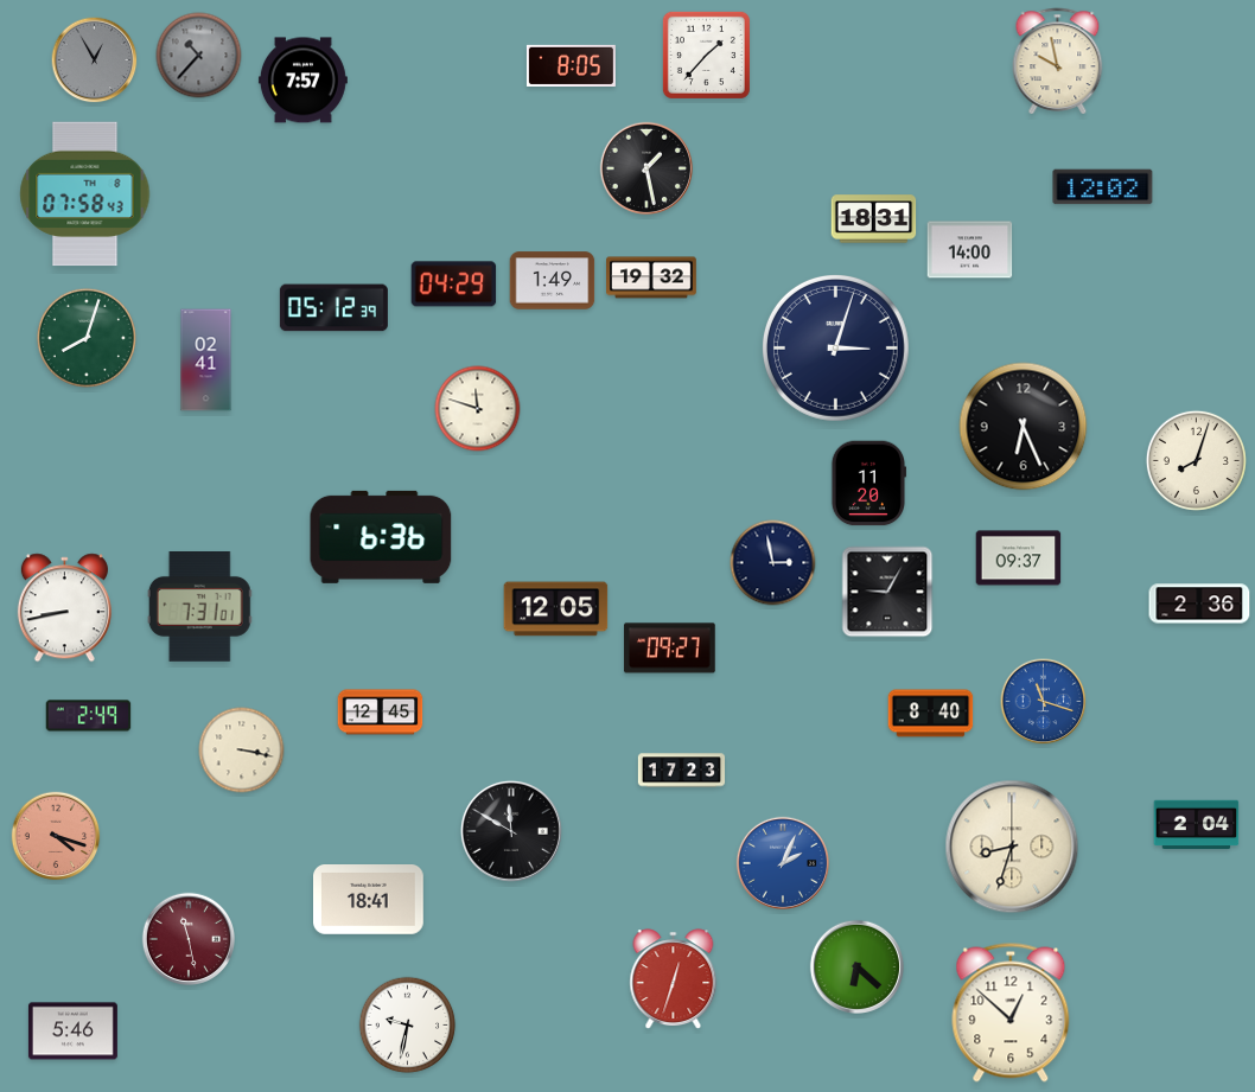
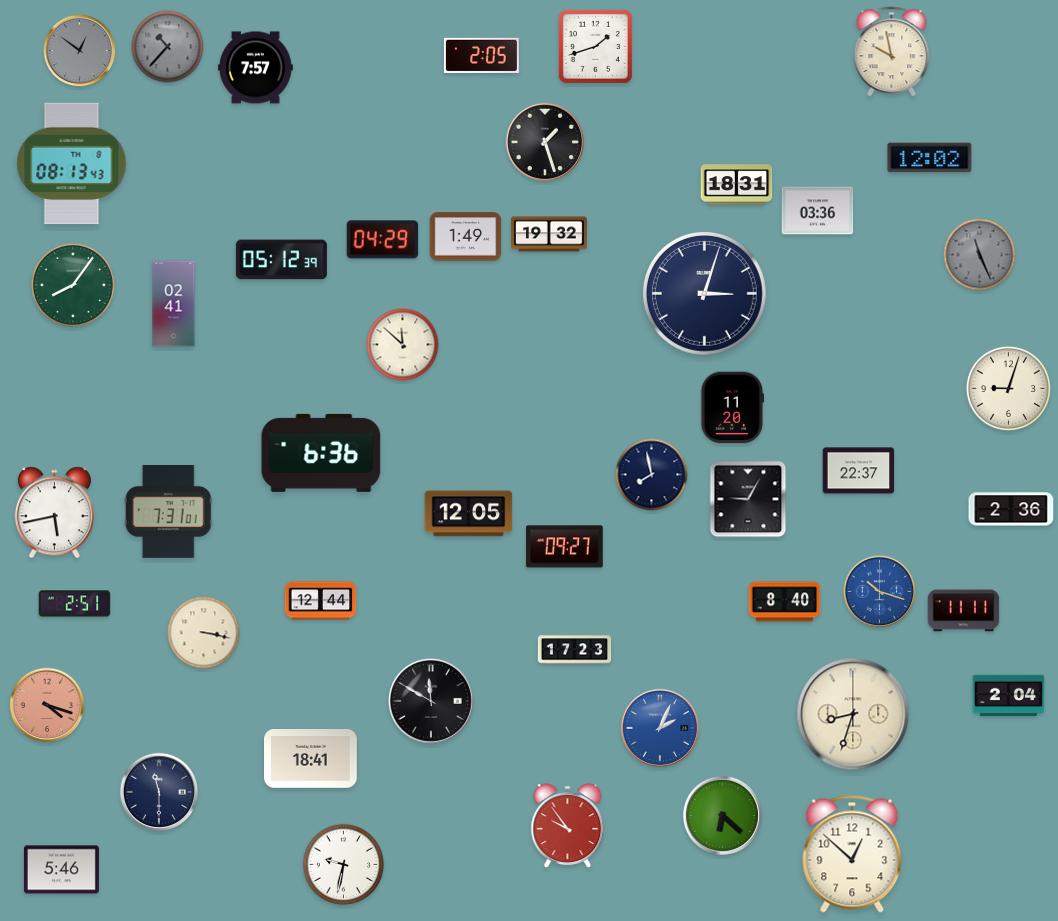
clock at (706, 55): 1:37 -> 1:42
clock at (95, 60): 12:55 -> 12:51
clock at (571, 65): 8:05 -> 2:05
clock at (645, 167): 1:28 -> 1:27
clock at (85, 194): 07:58 -> 08:13
clock at (970, 250): 14:00 -> 03:36
clock at (980, 255): none -> 11:26
clock at (87, 338): 8:03 -> 8:06
clock at (478, 409): 11:48 -> 11:52
clock at (1024, 427): 6:26 -> none
clock at (1196, 460): 8:03 -> 9:03
clock at (1019, 558): 09:37 -> 22:37
clock at (773, 563): 2:58 -> 7:58
clock at (64, 608): 8:43 -> 5:43
clock at (1044, 702): 11:18 -> 10:18
clock at (381, 713): 12:45 -> 12:44
clock at (89, 716): 2:49 -> 2:51
clock at (964, 611): none -> 11:11
clock at (187, 938): 11:28 -> 11:30
clock at (187, 938) dial: burgundy -> navy
clock at (674, 978): 12:33 -> 9:54
